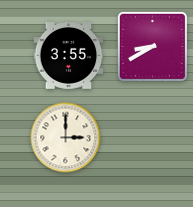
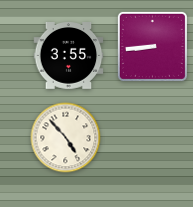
clock at (152, 46): 8:40 -> 8:44
clock at (66, 138): 3:00 -> 4:53
